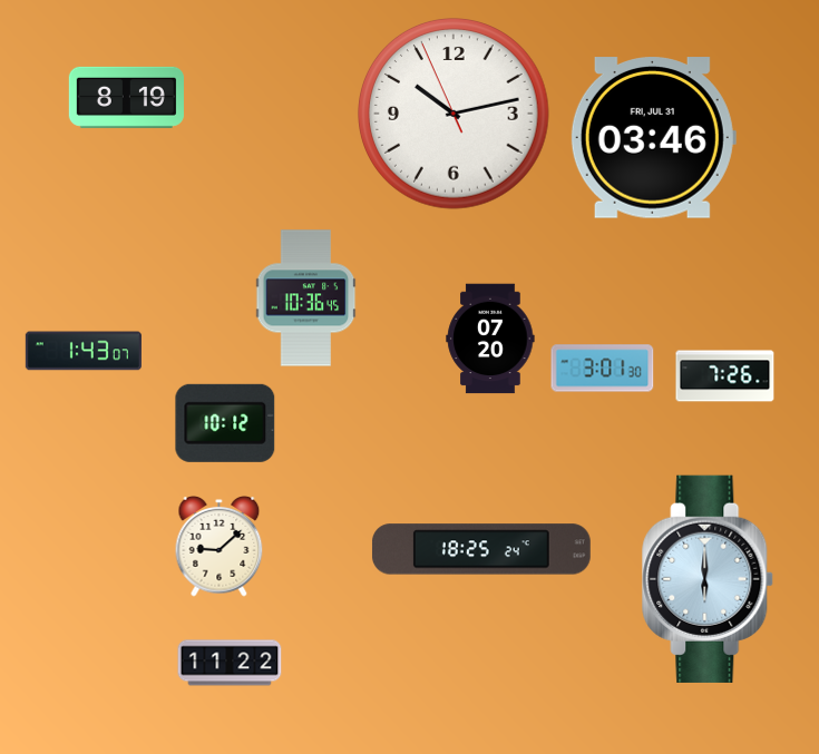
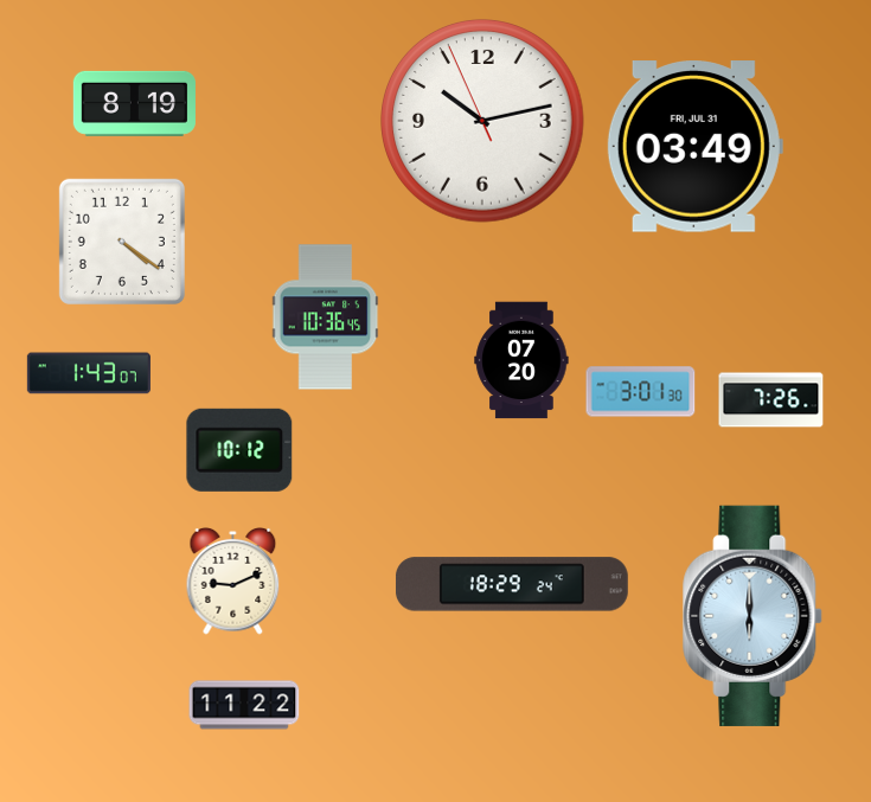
clock at (653, 138): 03:46 -> 03:49
clock at (122, 242): none -> 4:21
clock at (220, 547): 9:08 -> 9:11
clock at (481, 549): 18:25 -> 18:29
